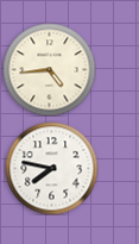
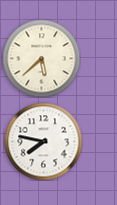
clock at (49, 69): 4:44 -> 5:38
